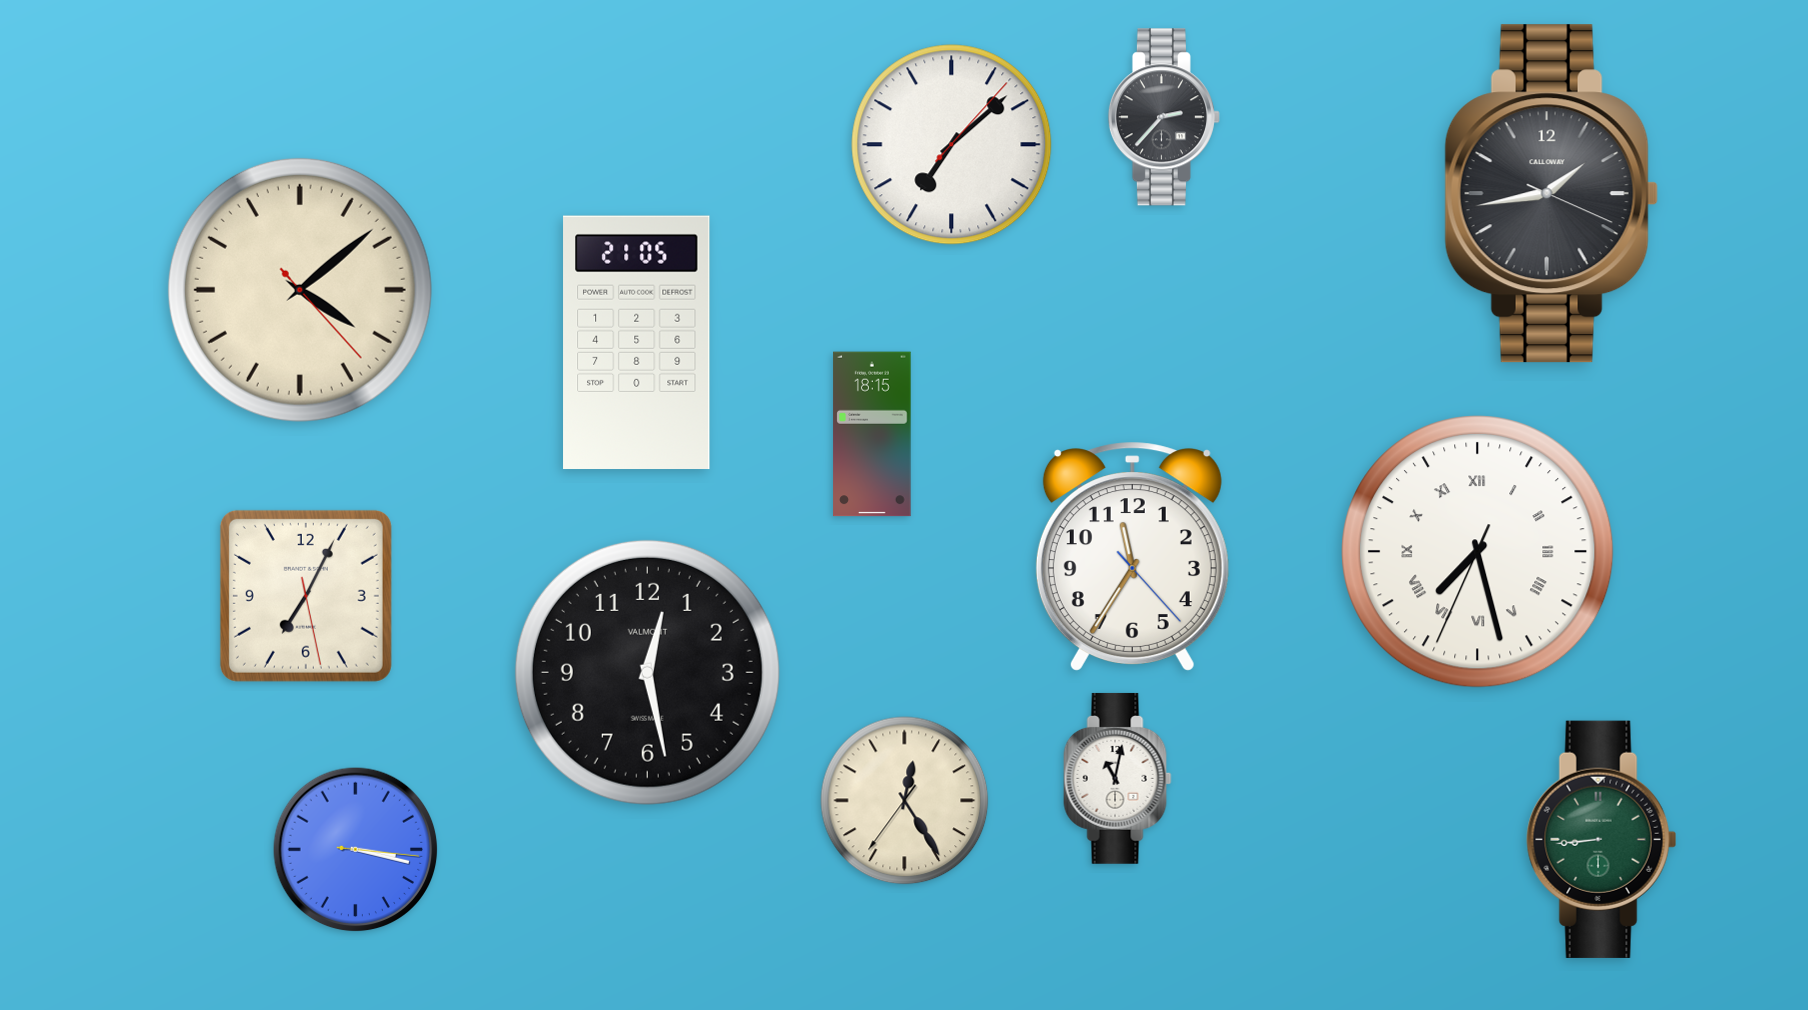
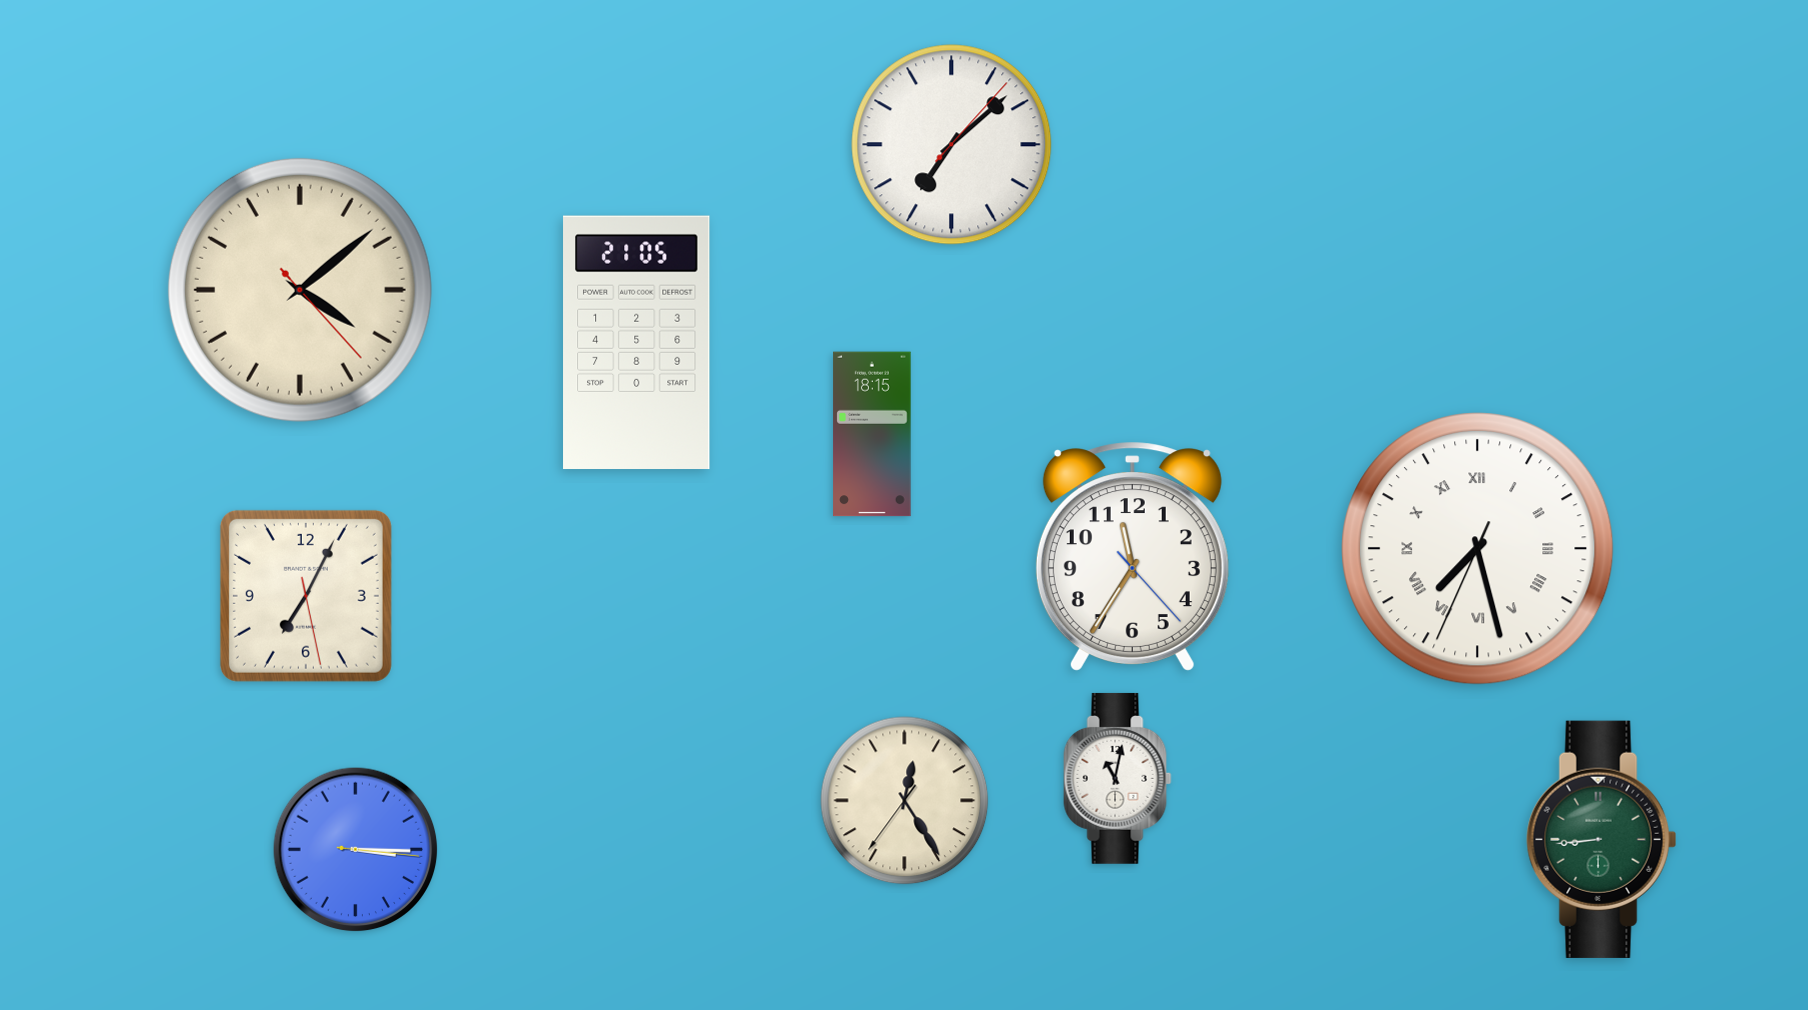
clock at (1164, 117): 2:37 -> none
clock at (1551, 194): 1:43 -> none
clock at (1478, 552) position: (1478, 552) -> (1478, 549)
clock at (647, 672): 12:28 -> none
clock at (356, 850): 3:17 -> 3:15
